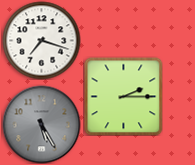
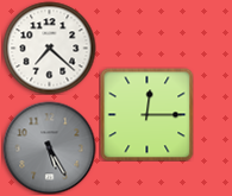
clock at (41, 40): 7:18 -> 7:22
clock at (123, 96): 2:15 -> 12:15
